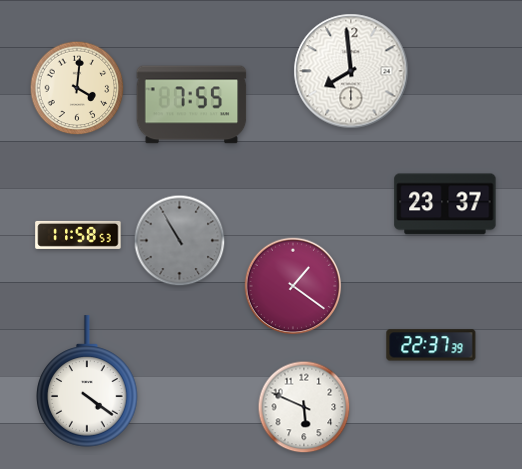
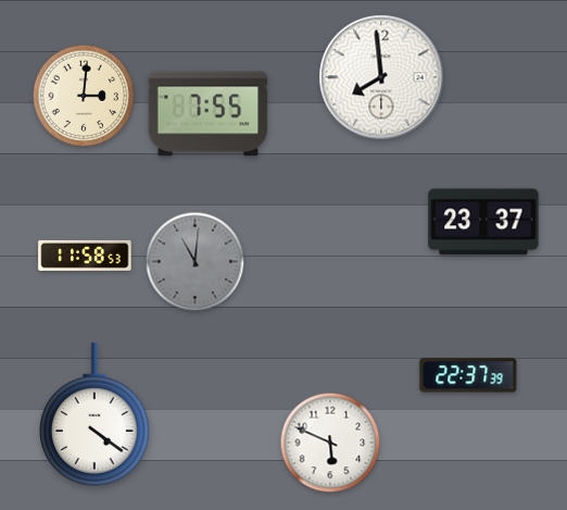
clock at (77, 88): 4:01 -> 3:01
clock at (180, 241): 10:55 -> 11:01
clock at (293, 286): 1:21 -> none
